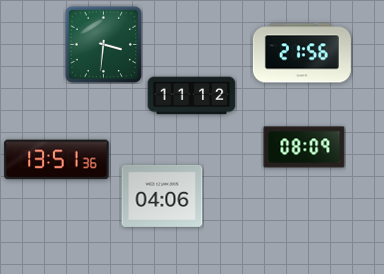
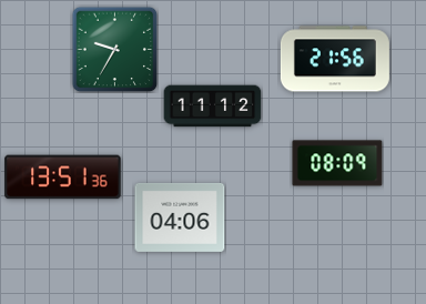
clock at (103, 44): 3:31 -> 9:35
